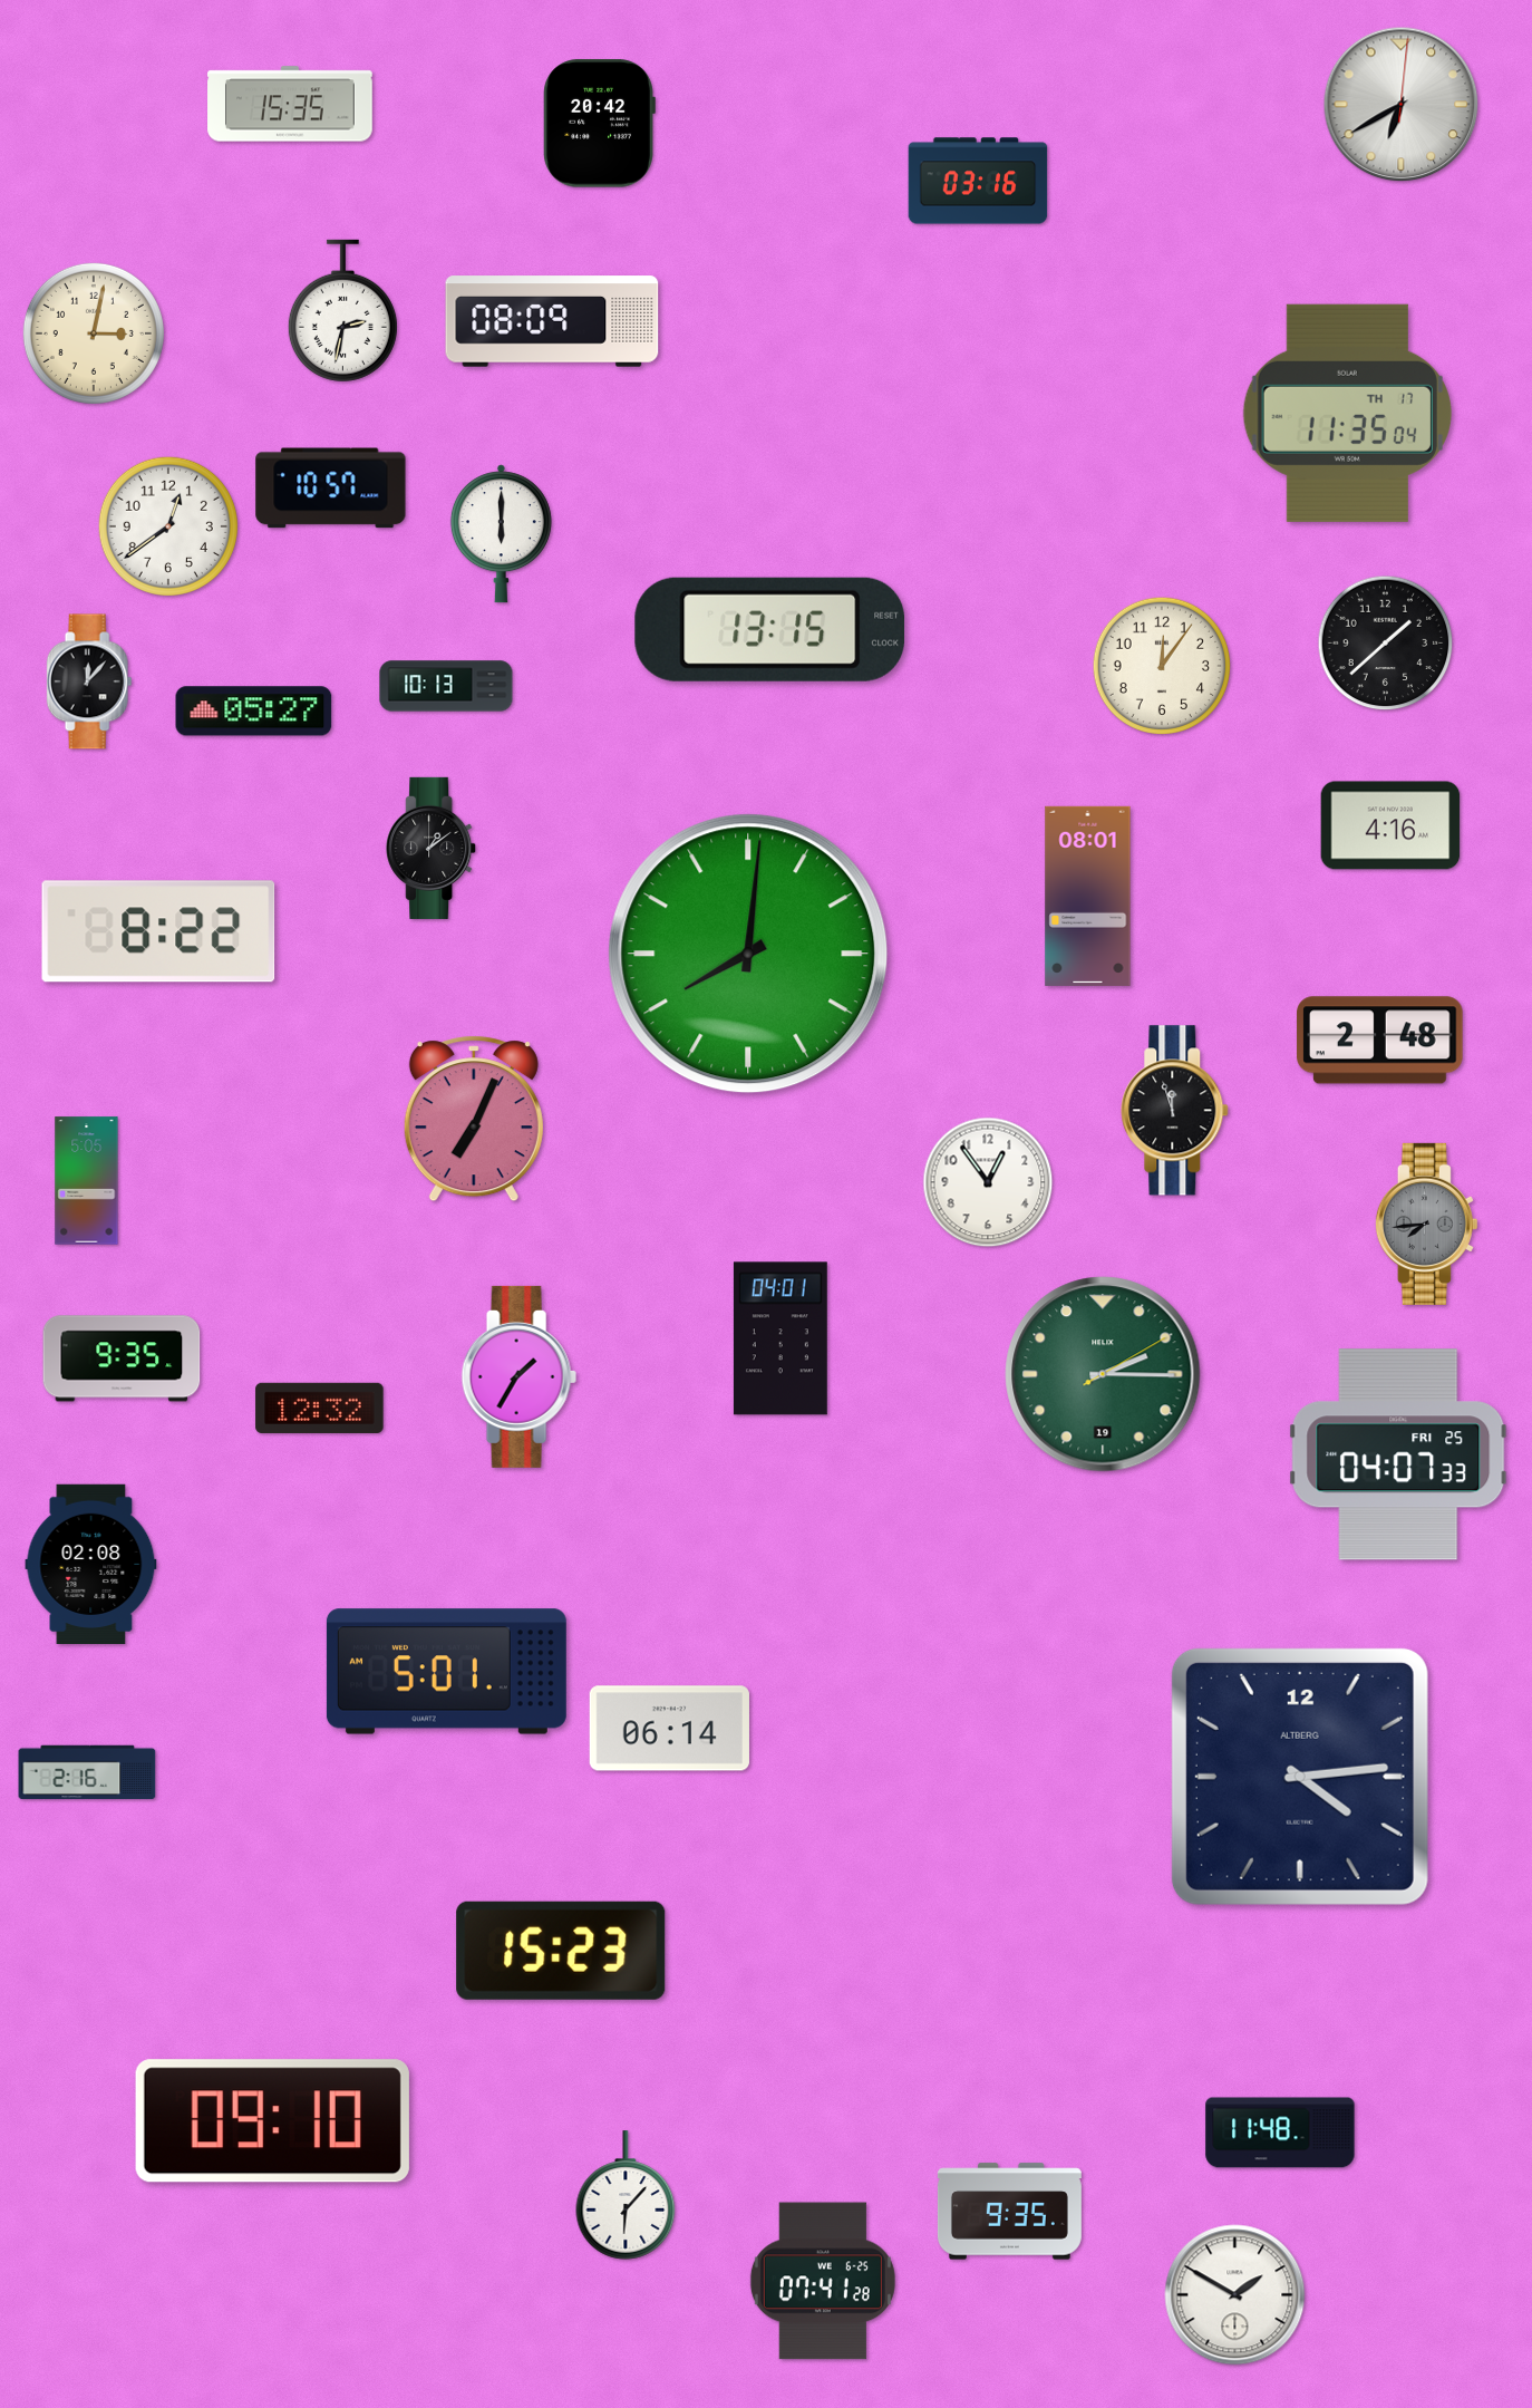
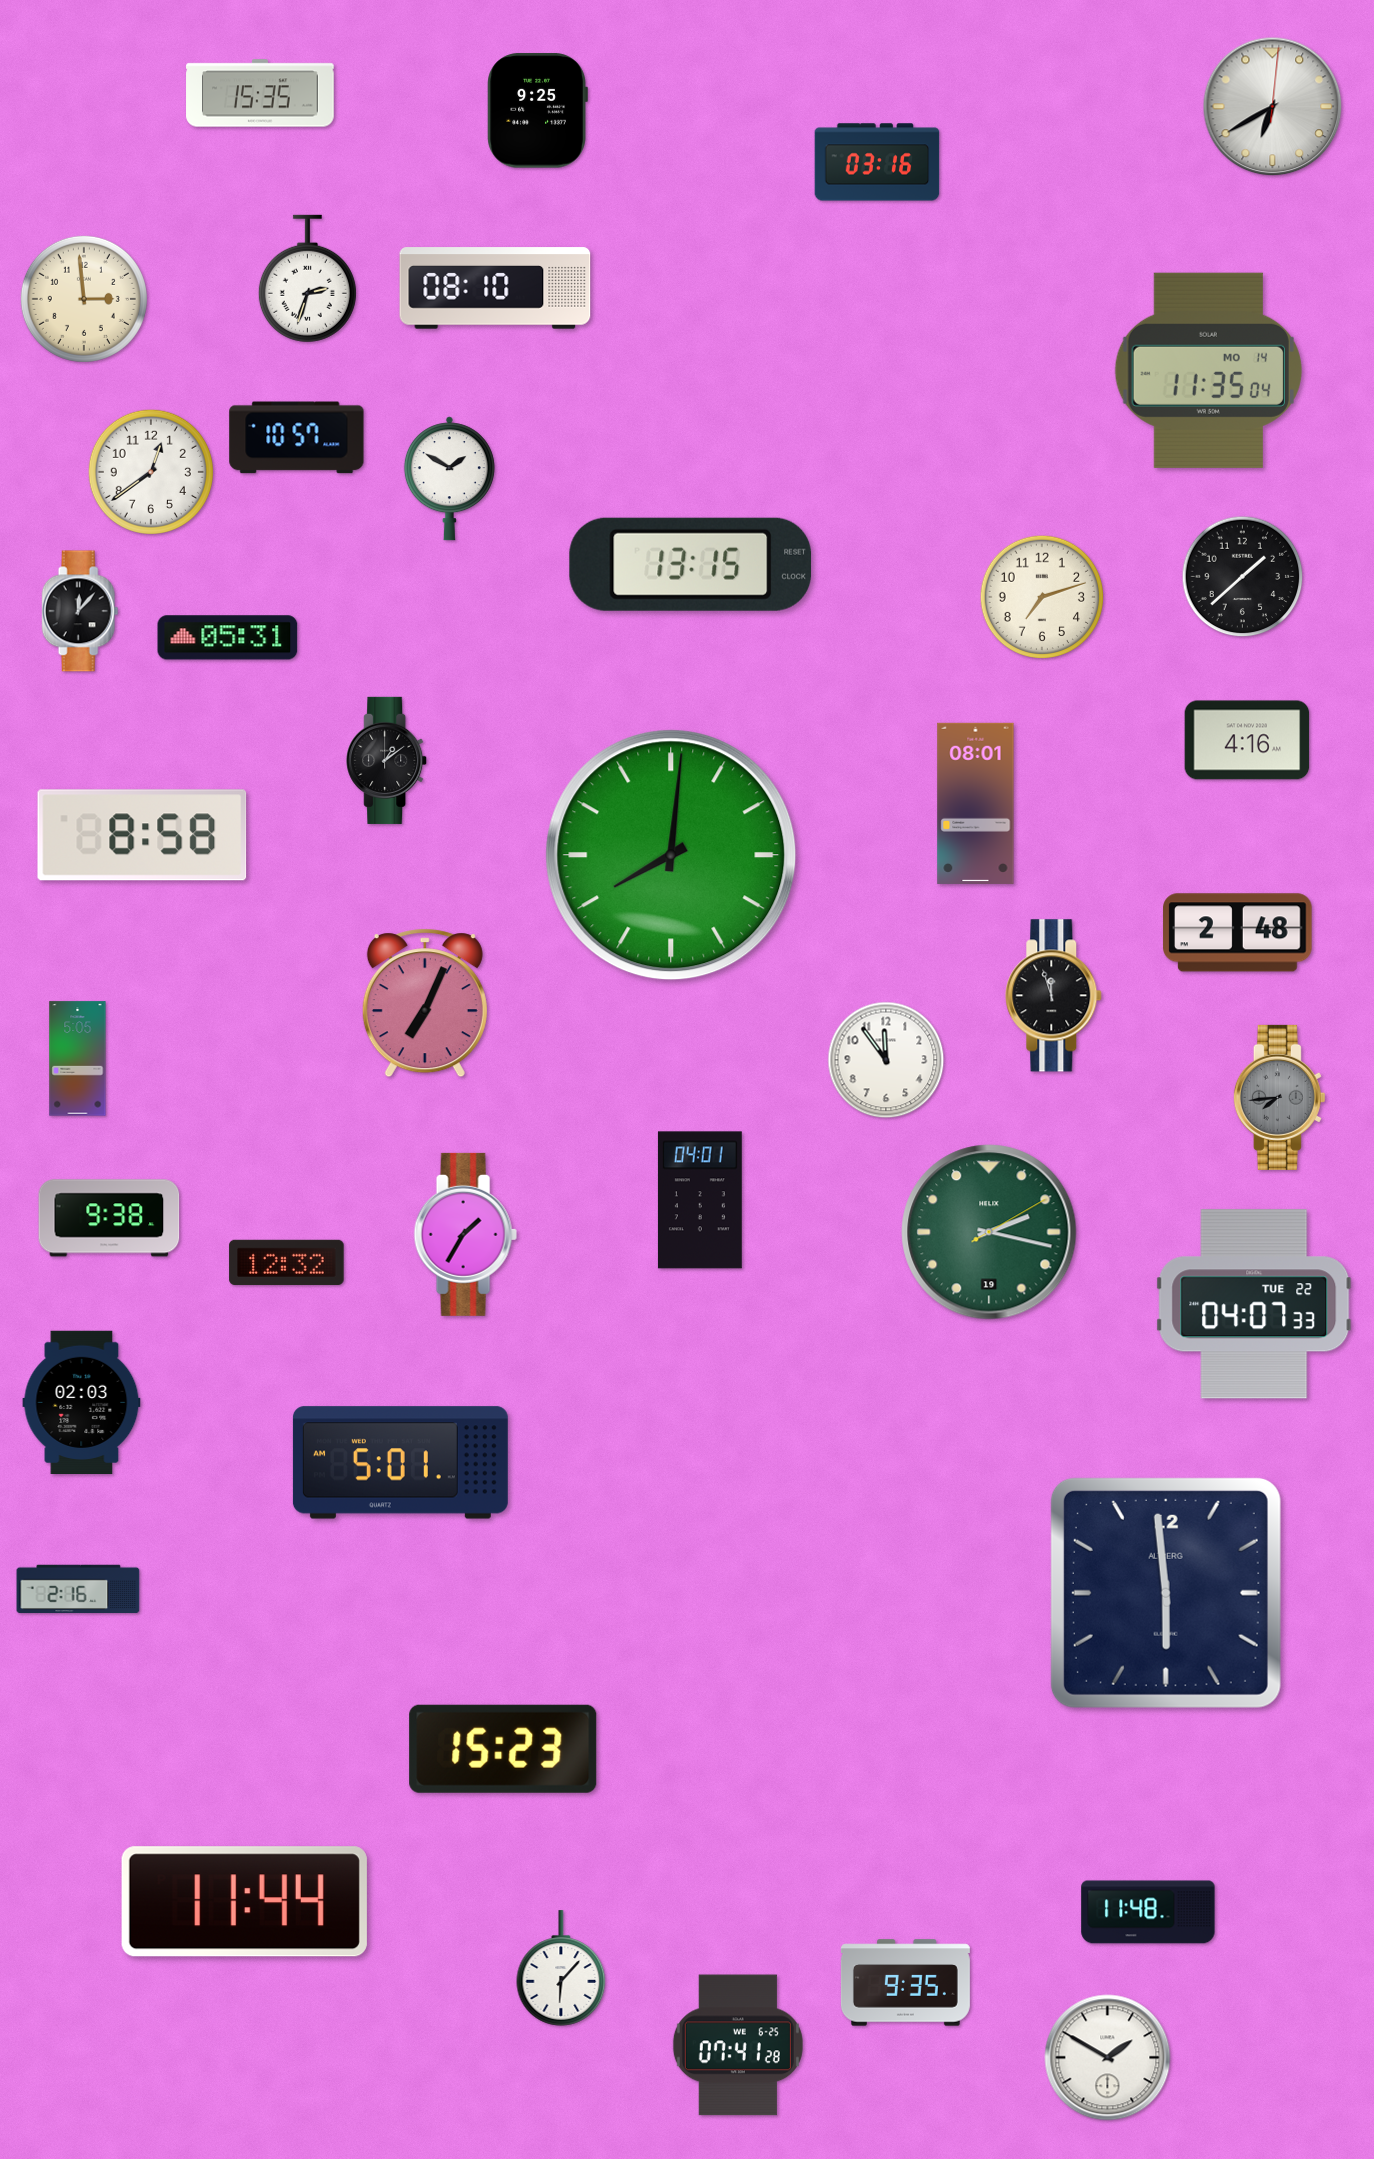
clock at (1402, 105) position: (1402, 105) -> (1273, 107)
clock at (599, 124): 20:42 -> 9:25
clock at (342, 311): 2:32 -> 2:33
clock at (552, 321): 08:09 -> 08:10
clock at (94, 333): 3:02 -> 2:59
clock at (1347, 413) date: TH 17 -> MO 14
clock at (501, 534): 6:00 -> 1:50
clock at (1161, 665): 12:06 -> 7:12
clock at (446, 686): 10:13 -> none
clock at (254, 712): 05:27 -> 05:31
clock at (158, 931): 8:22 -> 8:58
clock at (988, 1182): 12:54 -> 11:54
clock at (122, 1358): 9:35 -> 9:38
clock at (1103, 1374): 2:15 -> 2:17
clock at (1398, 1454) date: FRI 25 -> TUE 22
clock at (91, 1564): 02:08 -> 02:03
clock at (446, 1672) position: (446, 1672) -> (400, 1463)
clock at (669, 1729): 06:14 -> none
clock at (1300, 1777): 4:14 -> 5:59
clock at (272, 2121): 09:10 -> 11:44
